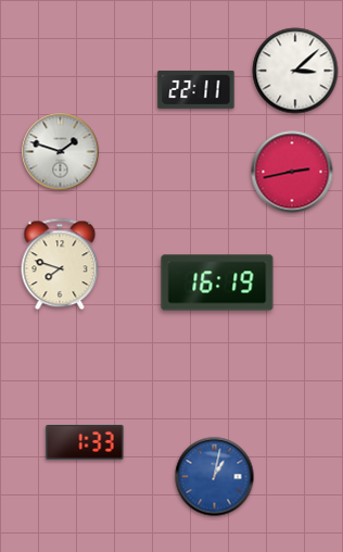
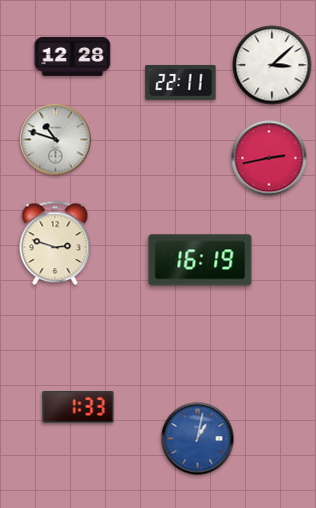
clock at (73, 56): none -> 12:28
clock at (61, 152): 1:48 -> 10:48
clock at (60, 264): 7:48 -> 2:48
